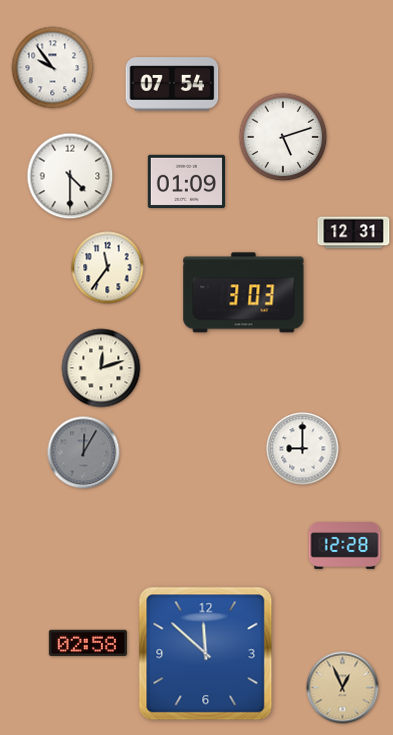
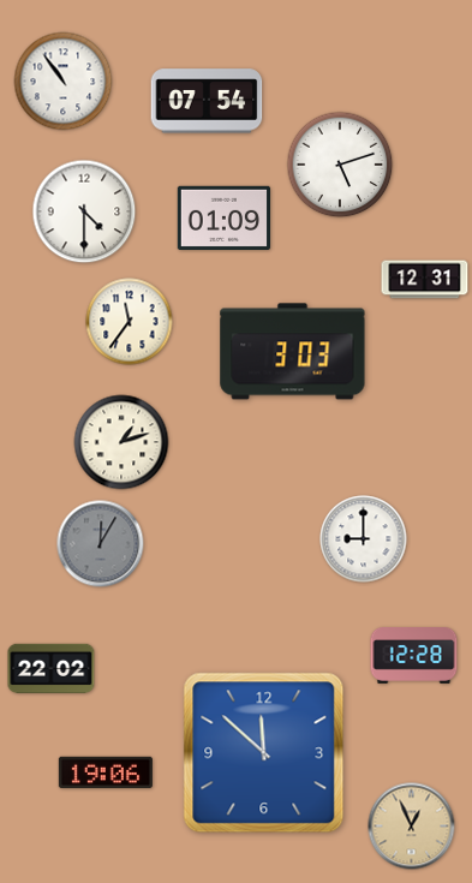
clock at (53, 68): 9:54 -> 10:54
clock at (101, 368): 12:12 -> 1:12
clock at (52, 668): none -> 22:02
clock at (88, 643): 02:58 -> 19:06
clock at (206, 654) position: (206, 654) -> (264, 753)
